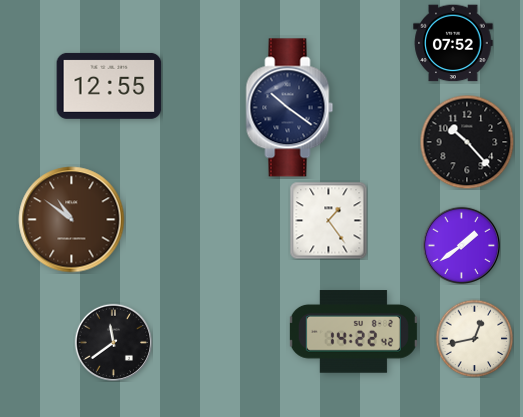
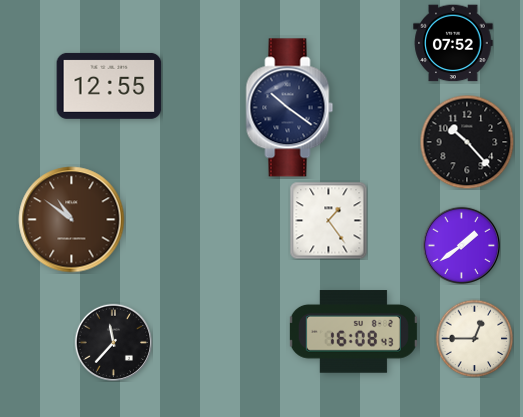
clock at (353, 332): 14:22 -> 16:08
clock at (474, 338): 12:43 -> 12:45
clock at (113, 342): 11:39 -> 11:37
